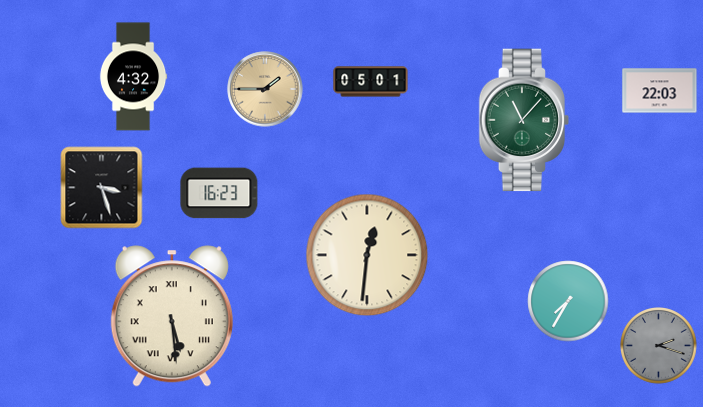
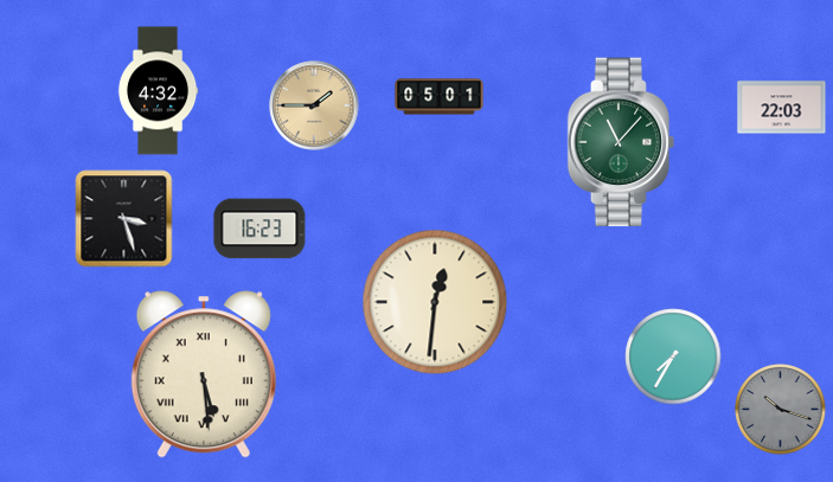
clock at (102, 188) position: (102, 188) -> (124, 219)
clock at (659, 346): 2:18 -> 10:18
